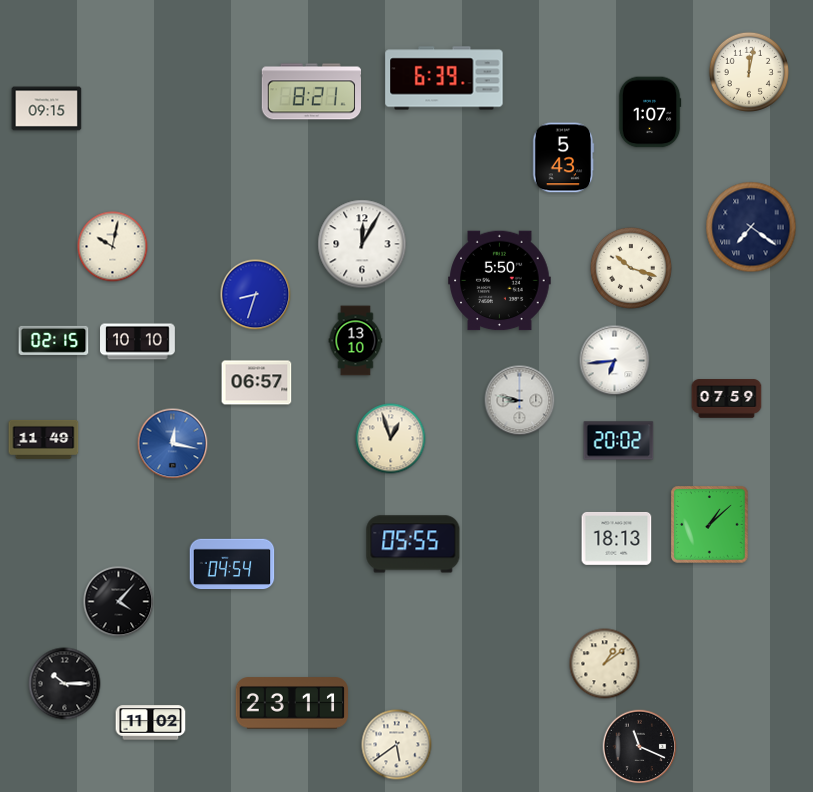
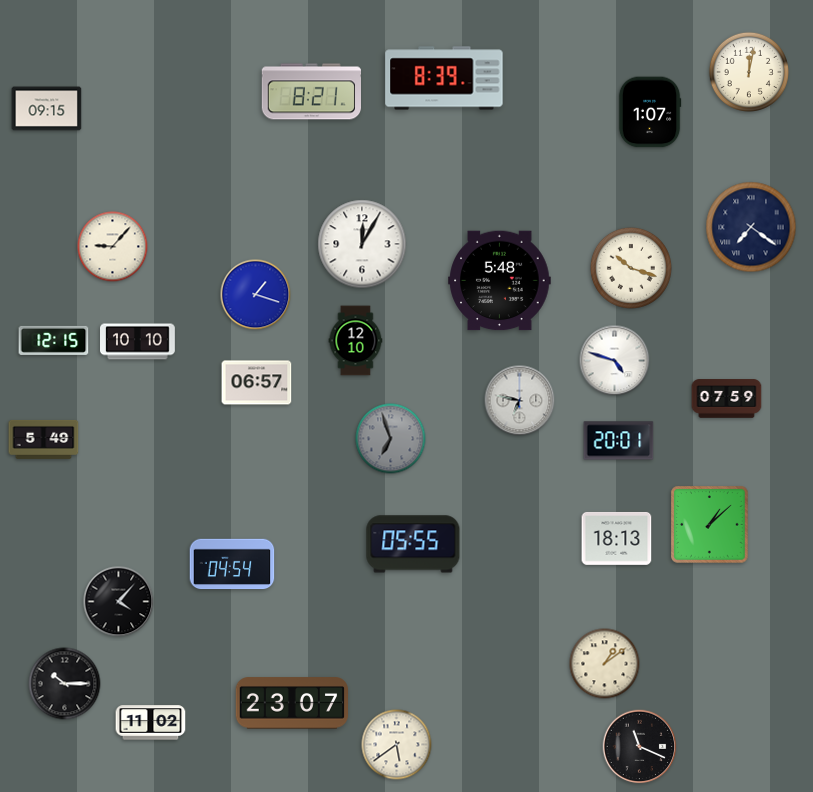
clock at (444, 78): 6:39 -> 8:39
clock at (563, 158): 5:43 -> none
clock at (113, 247): 10:02 -> 9:07
clock at (500, 281): 5:50 -> 5:48
clock at (256, 295): 8:33 -> 1:18
clock at (54, 340): 02:15 -> 12:15
clock at (356, 341): 13:10 -> 12:10
clock at (615, 361): 6:44 -> 4:48
clock at (520, 401): 8:47 -> 6:47
clock at (44, 439): 11:49 -> 5:49
clock at (391, 439): 12:57 -> 6:57
clock at (391, 439) dial: cream -> grey
clock at (619, 441): 20:02 -> 20:01
clock at (173, 444): 12:17 -> none
clock at (292, 703): 23:11 -> 23:07
